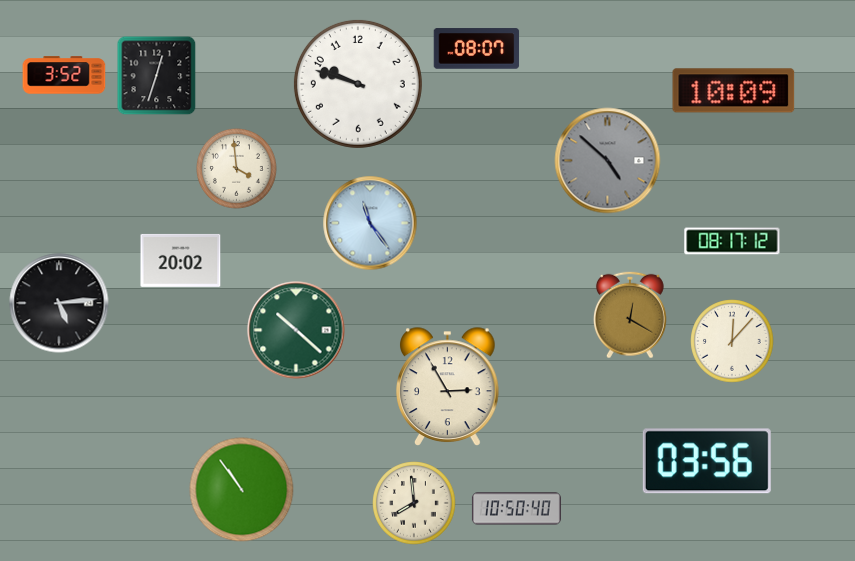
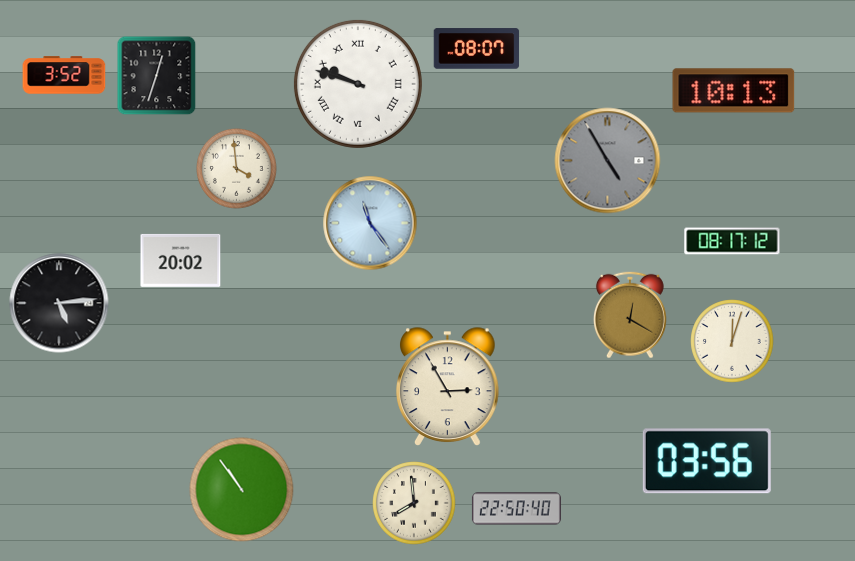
clock at (358, 84) numerals: Arabic -> Roman
clock at (734, 91): 10:09 -> 10:13
clock at (608, 161): 4:52 -> 4:55
clock at (296, 330): 10:22 -> none
clock at (732, 341): 12:07 -> 12:03
clock at (516, 509): 10:50 -> 22:50
